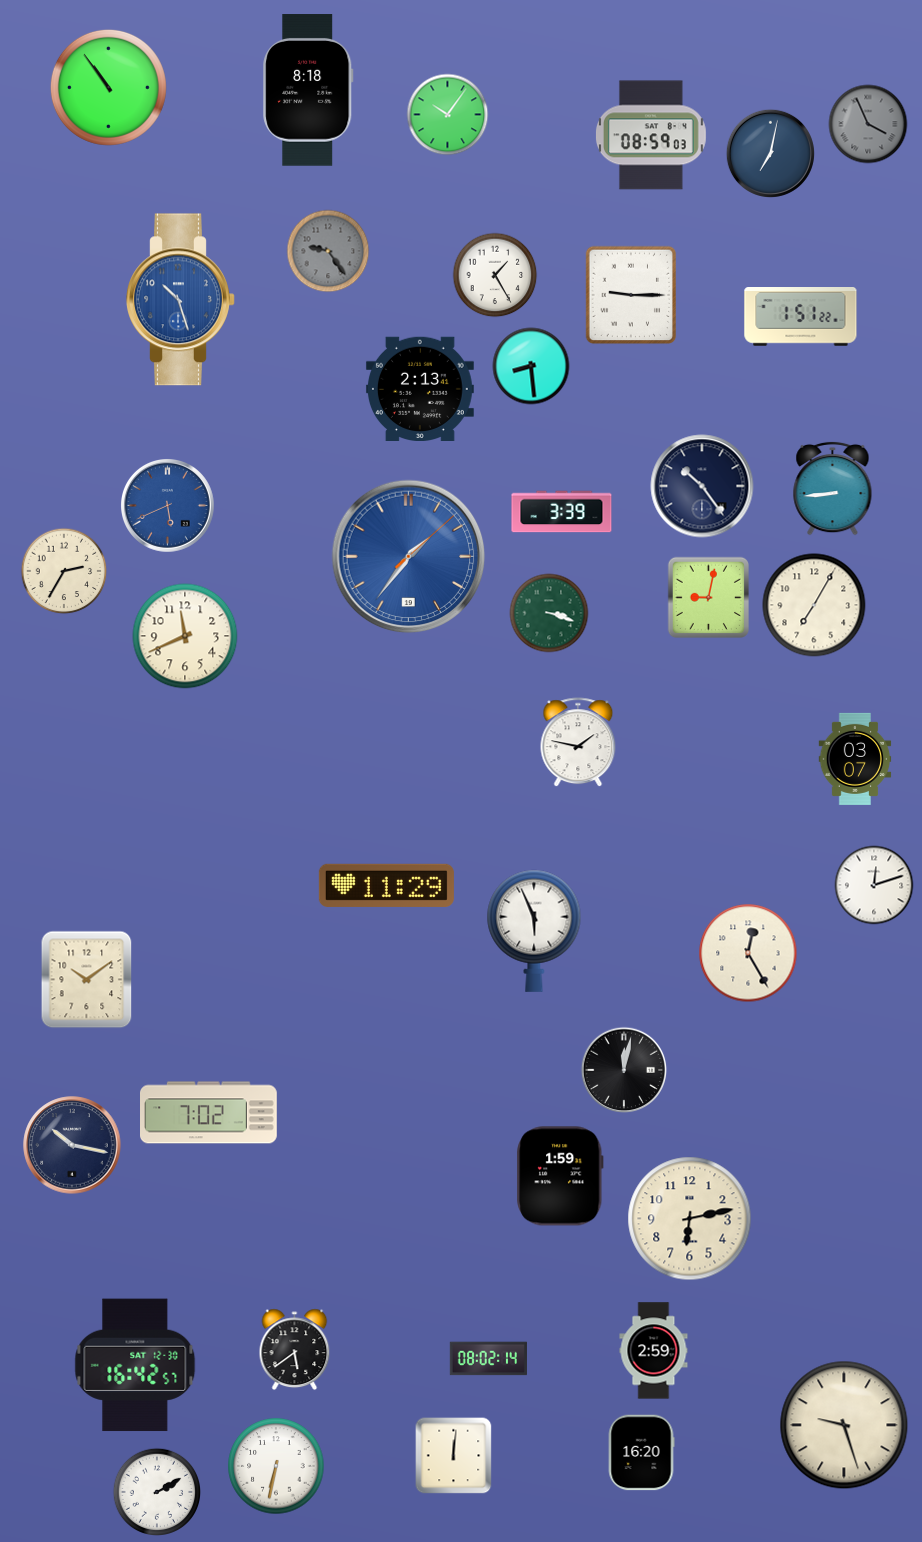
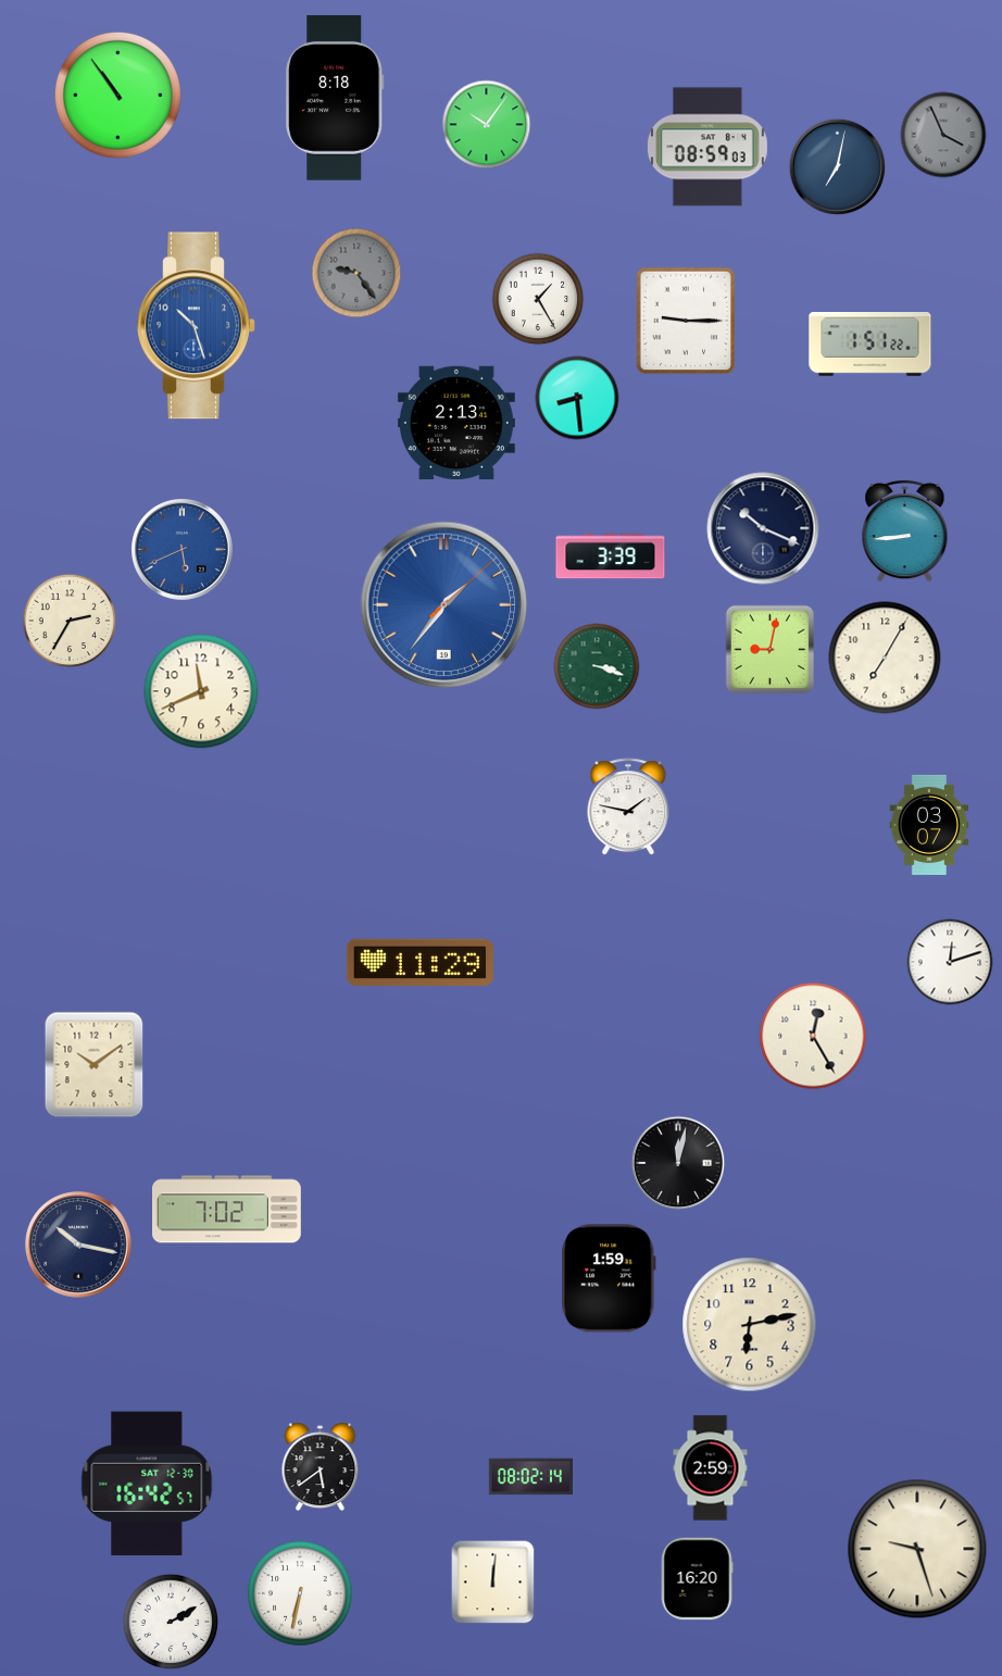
clock at (702, 486): 10:24 -> 10:19
clock at (534, 931): 5:56 -> none
